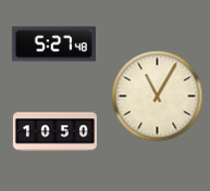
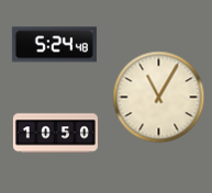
clock at (53, 44): 5:27 -> 5:24
